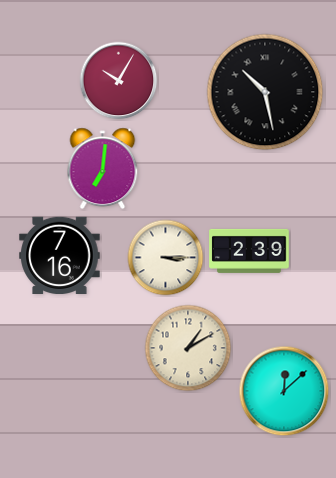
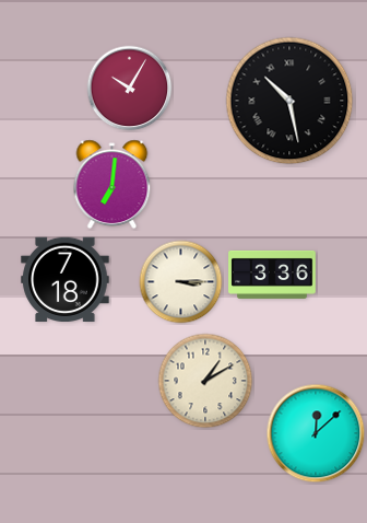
clock at (249, 251): 2:39 -> 3:36
clock at (60, 255): 7:16 -> 7:18
clock at (284, 391) position: (284, 391) -> (316, 433)
